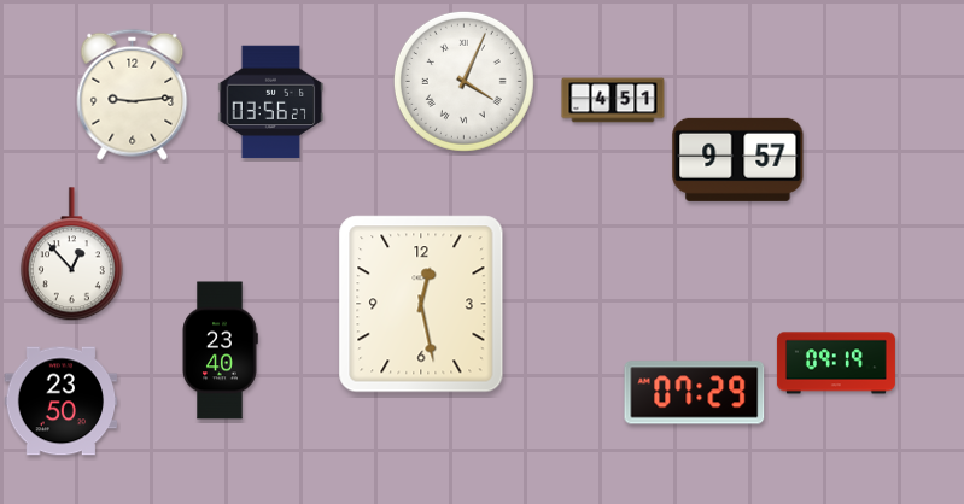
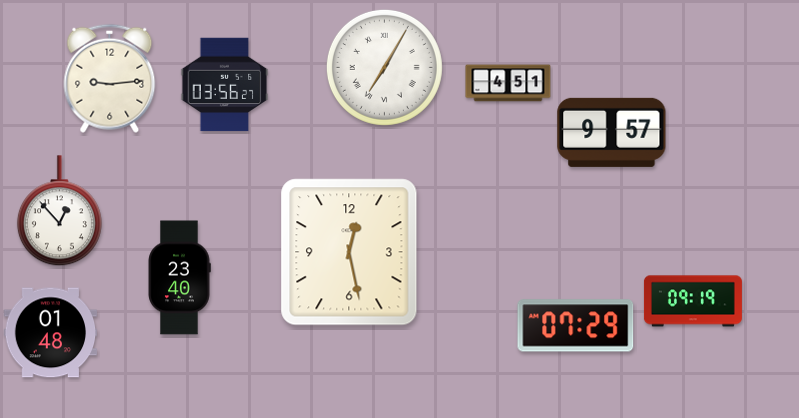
clock at (463, 81): 4:04 -> 7:05
clock at (220, 351) position: (220, 351) -> (179, 278)
clock at (62, 402): 23:50 -> 01:48
